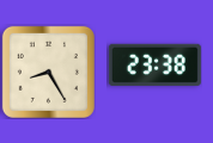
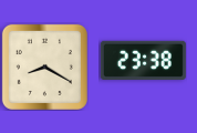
clock at (48, 71): 8:25 -> 8:20
